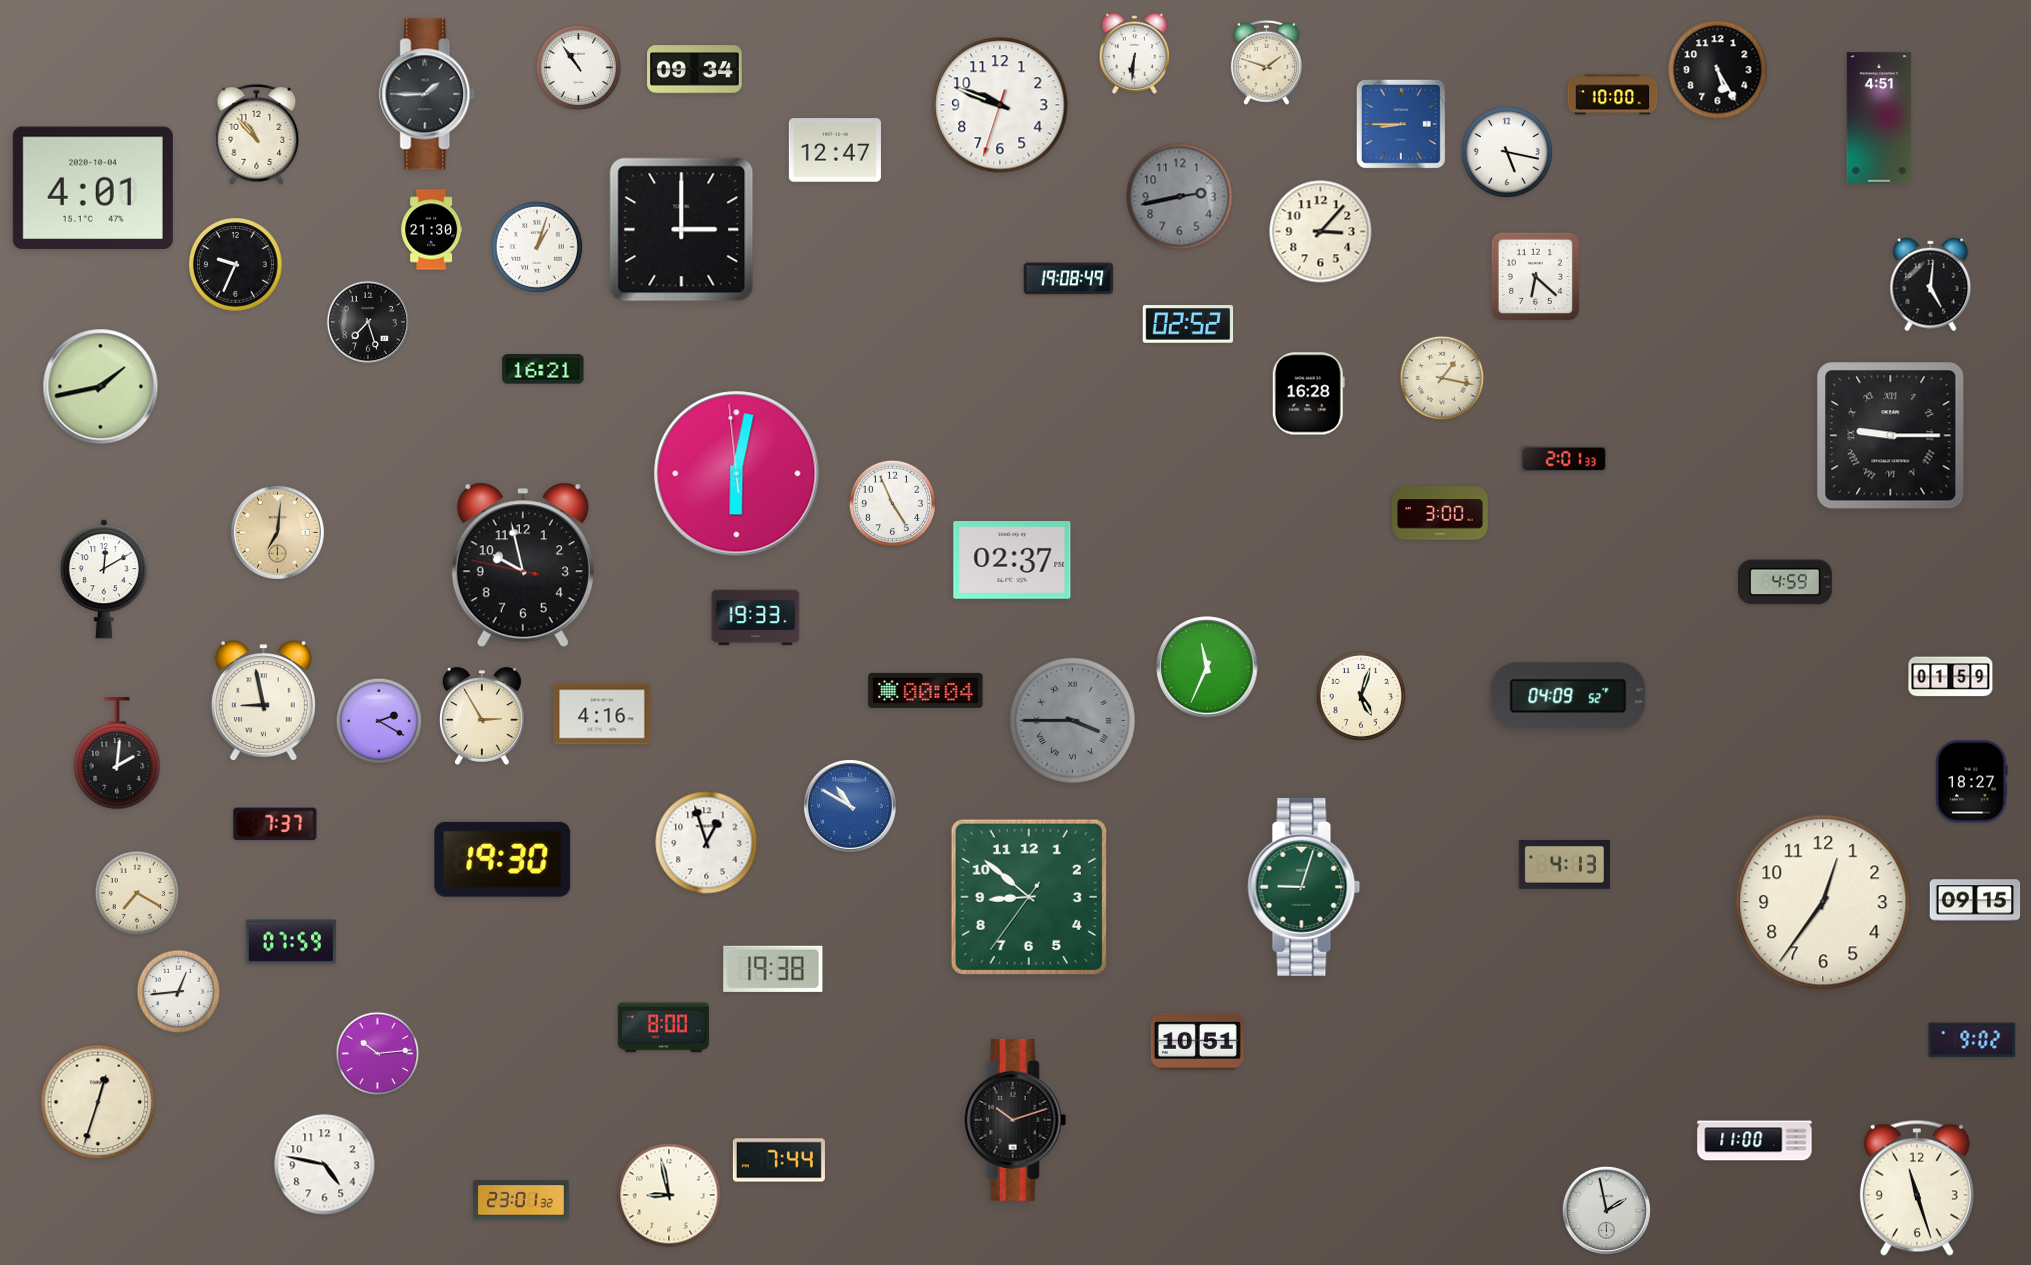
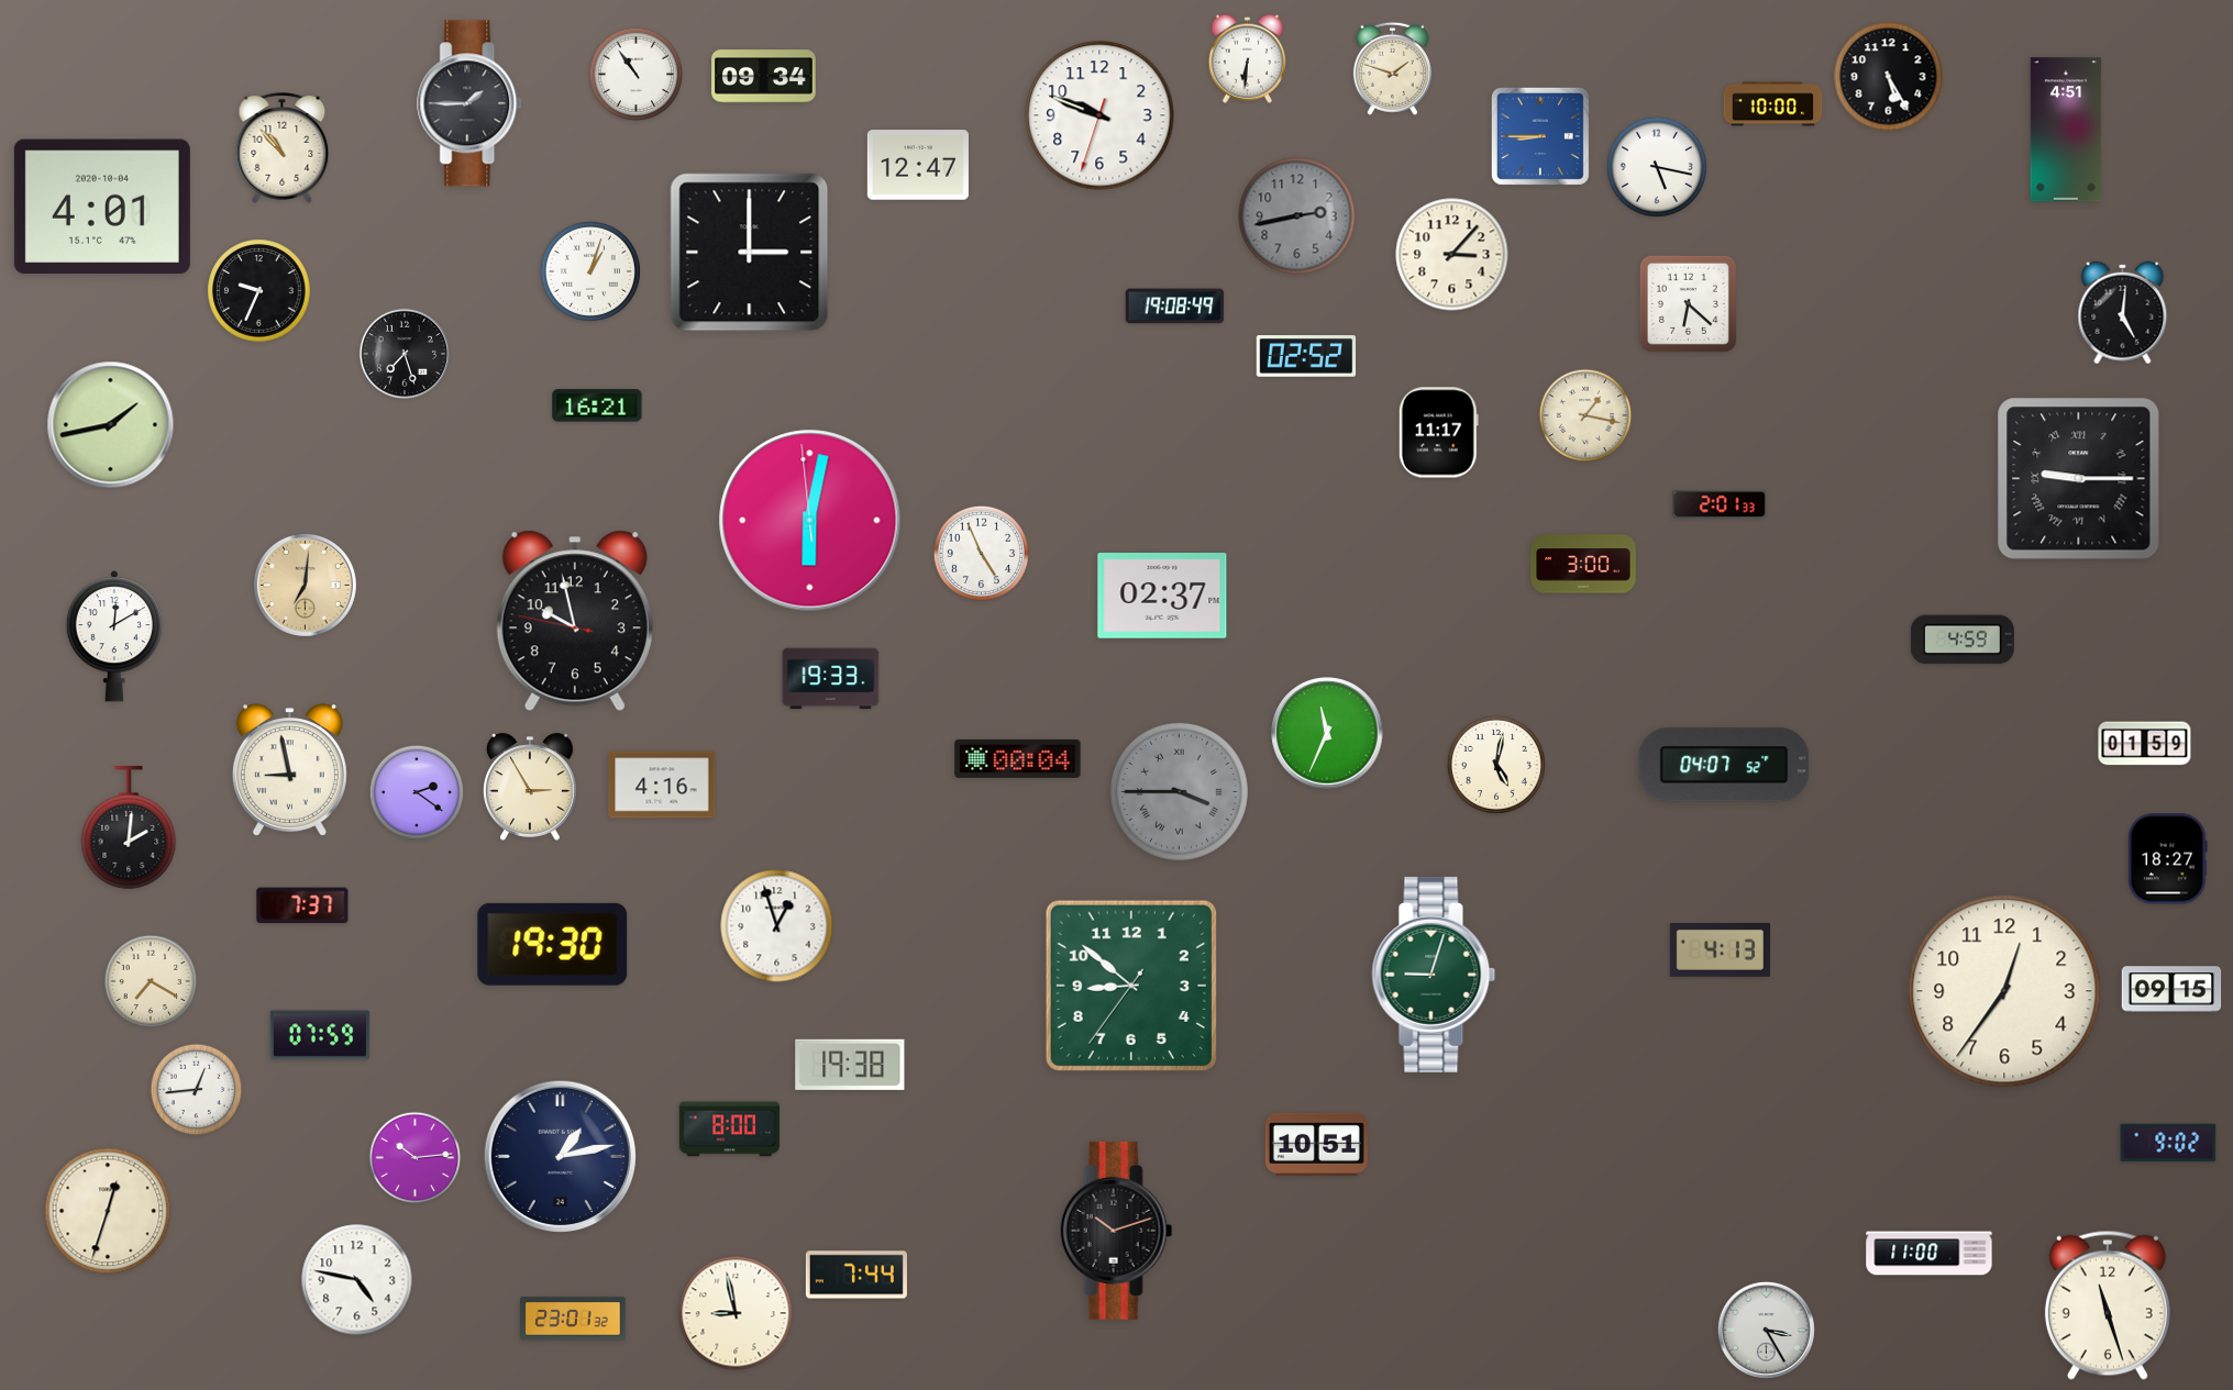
clock at (432, 230): 21:30 -> none
clock at (1308, 394): 16:28 -> 11:17
clock at (1012, 561) position: (1012, 561) -> (1162, 597)
clock at (1361, 696): 5:03 -> 5:02
clock at (1568, 696): 04:09 -> 04:07
clock at (378, 720): 2:20 -> 2:21
clock at (850, 806): 10:50 -> none
clock at (560, 1156): none -> 1:13
clock at (1606, 1210): 1:58 -> 3:25
